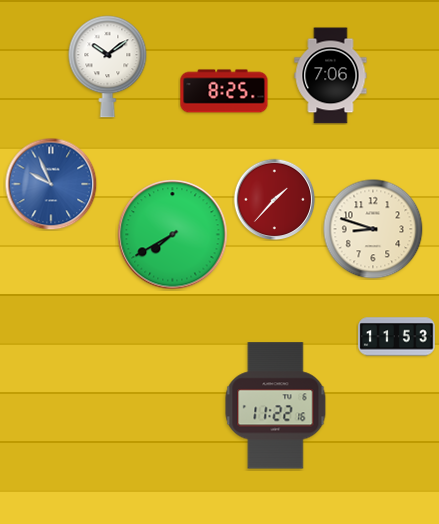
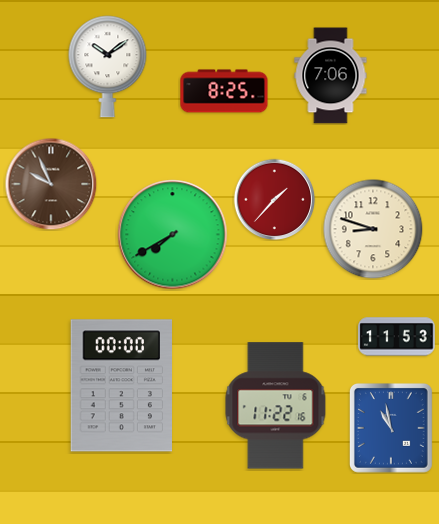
clock at (51, 184) dial: blue -> brown
clock at (121, 386): none -> 00:00
clock at (391, 429): none -> 10:58
